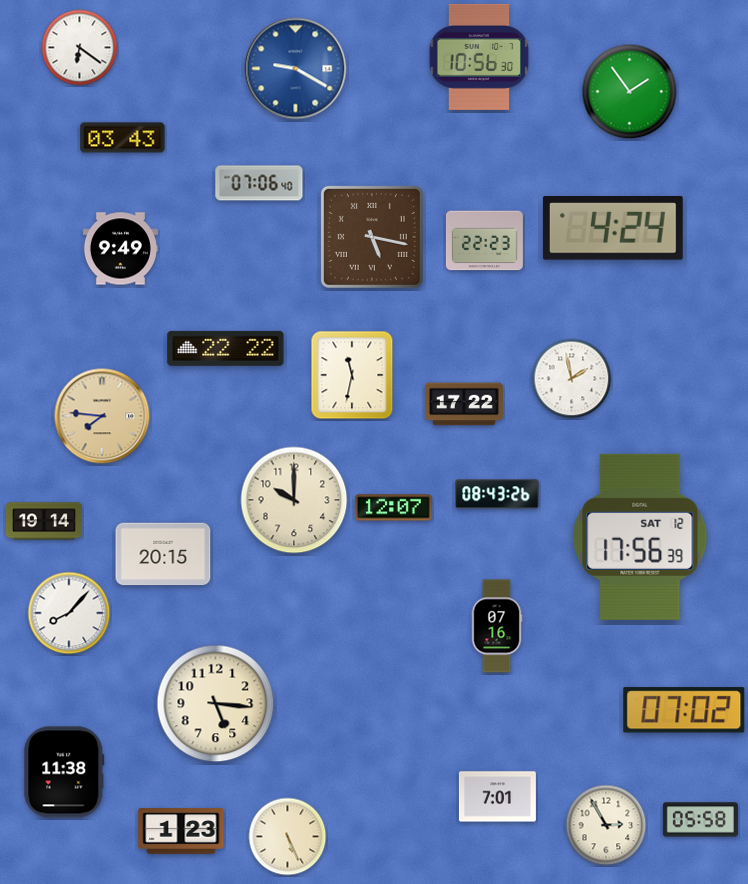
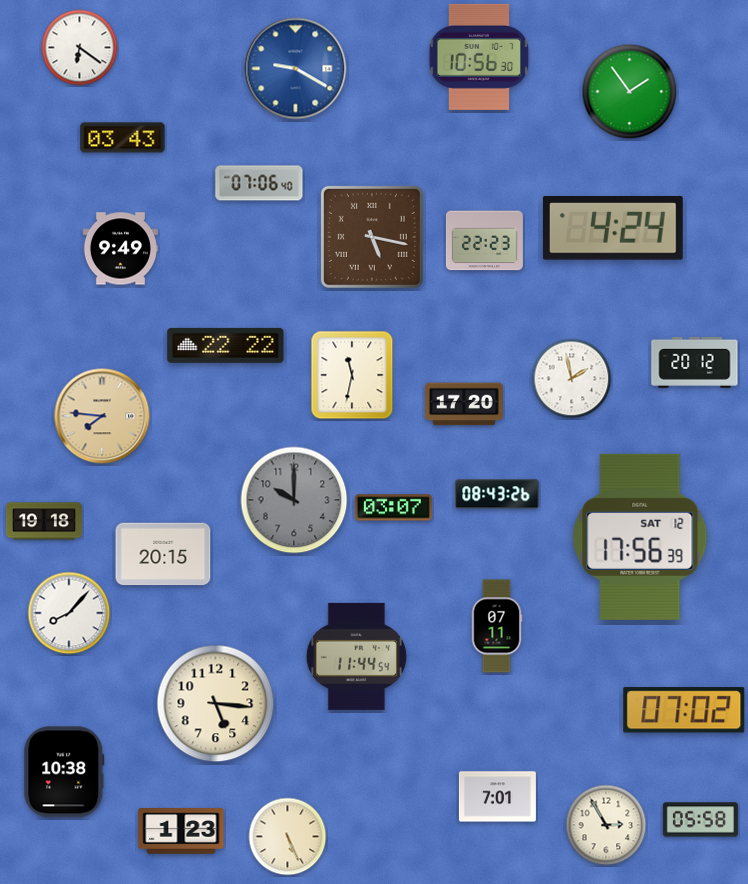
clock at (226, 348) position: (226, 348) -> (226, 345)
clock at (695, 362): none -> 20:12
clock at (464, 404): 17:22 -> 17:20
clock at (294, 500) dial: cream -> grey
clock at (393, 508): 12:07 -> 03:07
clock at (44, 521): 19:14 -> 19:18
clock at (497, 626): 07:16 -> 07:11
clock at (356, 656): none -> 11:44
clock at (64, 772): 11:38 -> 10:38
